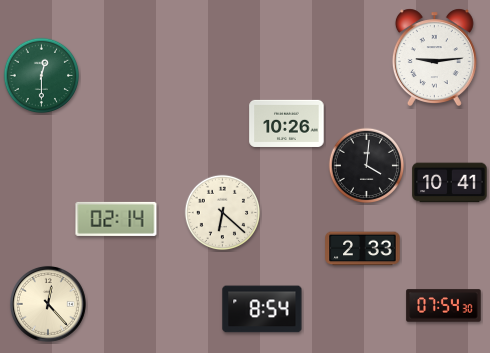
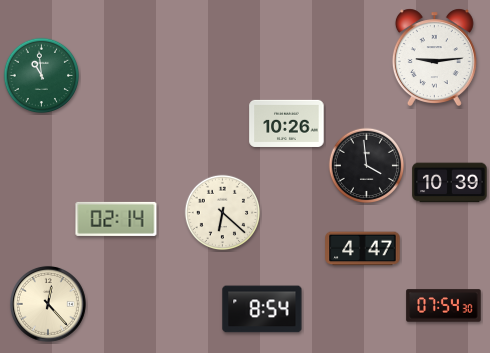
clock at (42, 76): 12:30 -> 10:59
clock at (367, 166): 4:01 -> 3:59
clock at (450, 183): 10:41 -> 10:39
clock at (363, 249): 2:33 -> 4:47
